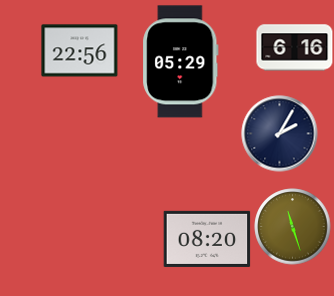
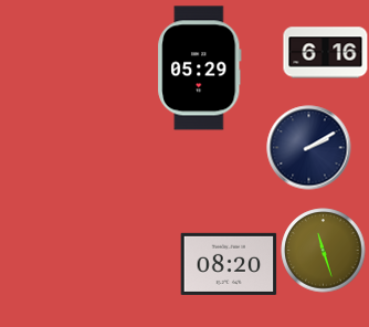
clock at (80, 51): 22:56 -> none
clock at (280, 134): 2:05 -> 2:10
